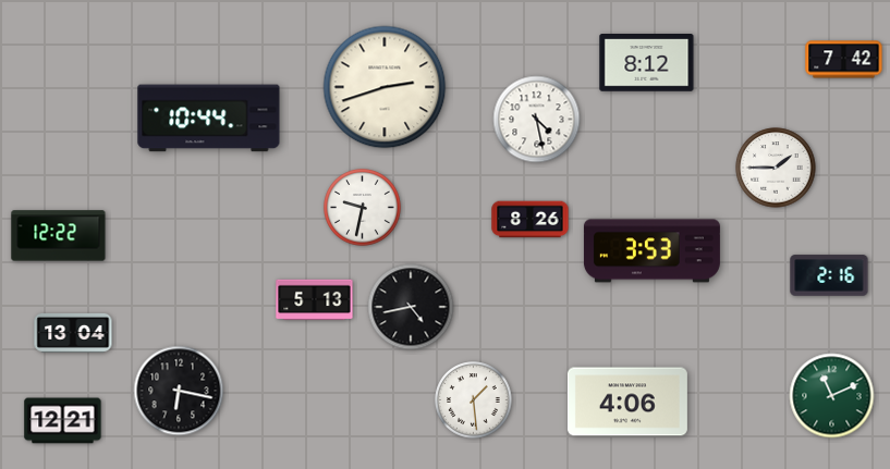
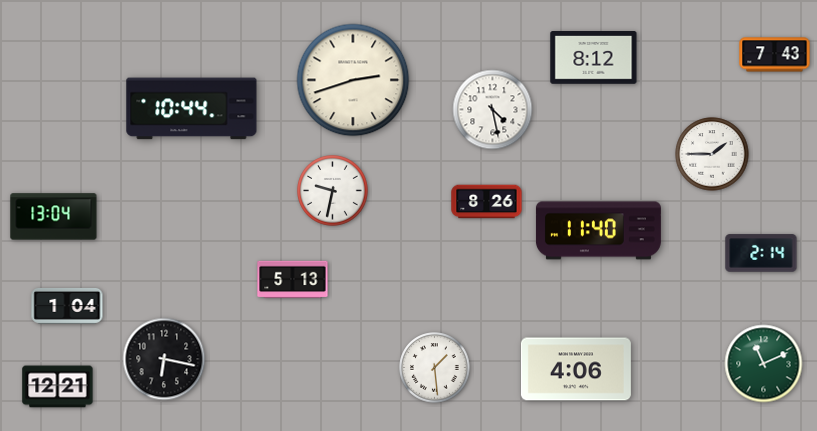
clock at (844, 60): 7:42 -> 7:43
clock at (59, 236): 12:22 -> 13:04
clock at (651, 251): 3:53 -> 11:40
clock at (829, 275): 2:16 -> 2:14
clock at (315, 300) position: (315, 300) -> (293, 280)
clock at (411, 307): 4:43 -> none
clock at (73, 333): 13:04 -> 1:04
